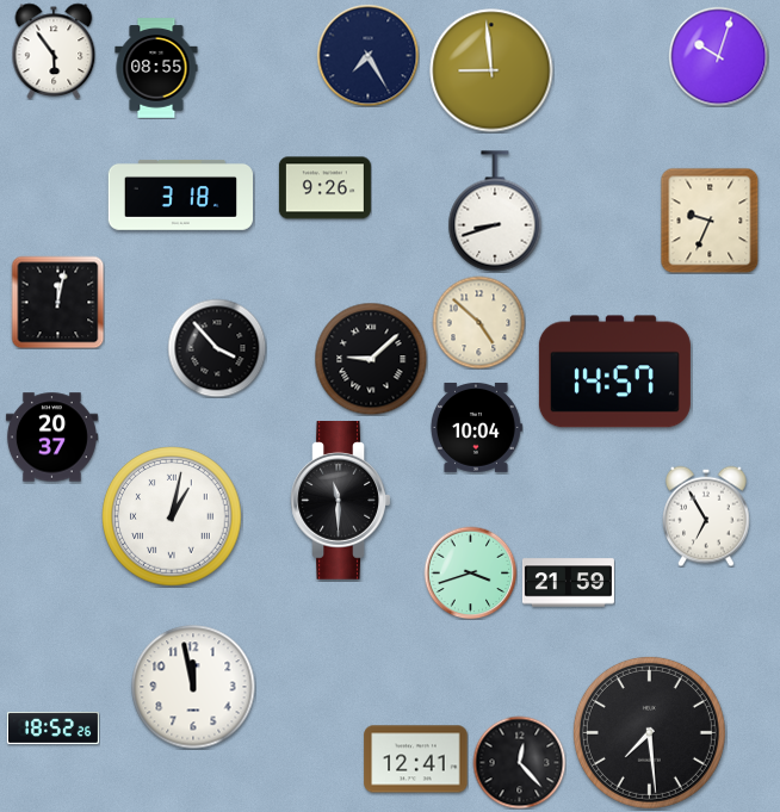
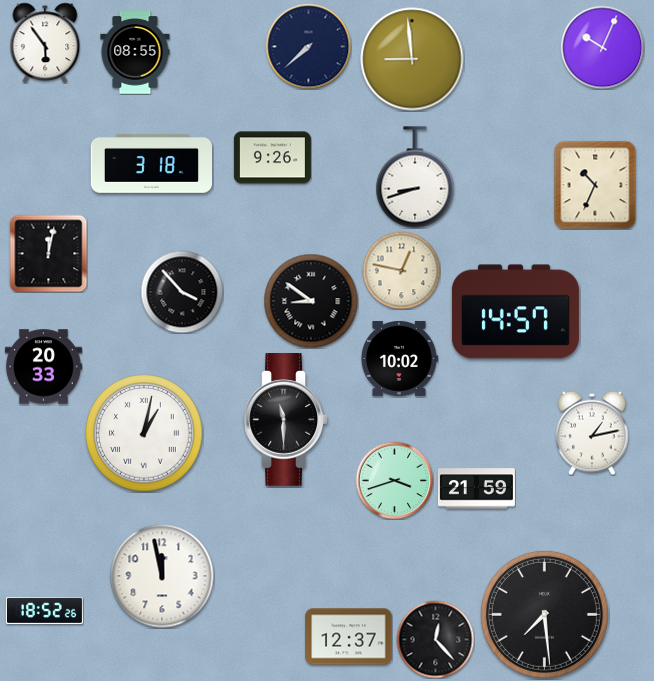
clock at (367, 55): 7:25 -> 7:38
clock at (718, 56): 10:03 -> 10:04
clock at (156, 68) position: (156, 68) -> (135, 52)
clock at (710, 221): 9:34 -> 10:34
clock at (478, 322): 4:52 -> 12:47
clock at (371, 359): 9:08 -> 8:51
clock at (476, 427): 10:04 -> 10:02
clock at (51, 438): 20:37 -> 20:33
clock at (706, 516): 6:55 -> 1:13
clock at (416, 760): 12:41 -> 12:37
